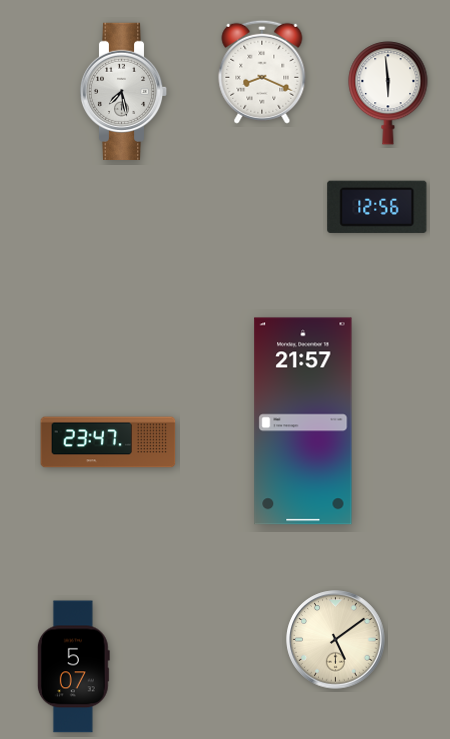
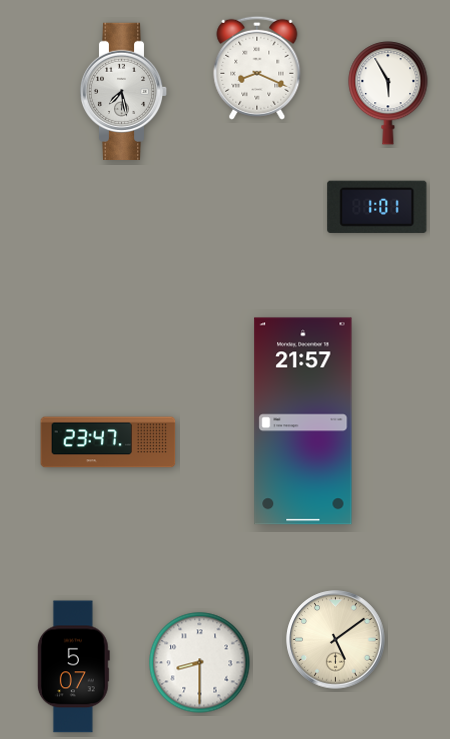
clock at (262, 72) position: (262, 72) -> (257, 68)
clock at (388, 93): 5:59 -> 5:55
clock at (377, 207): 12:56 -> 1:01
clock at (200, 663): none -> 8:30
